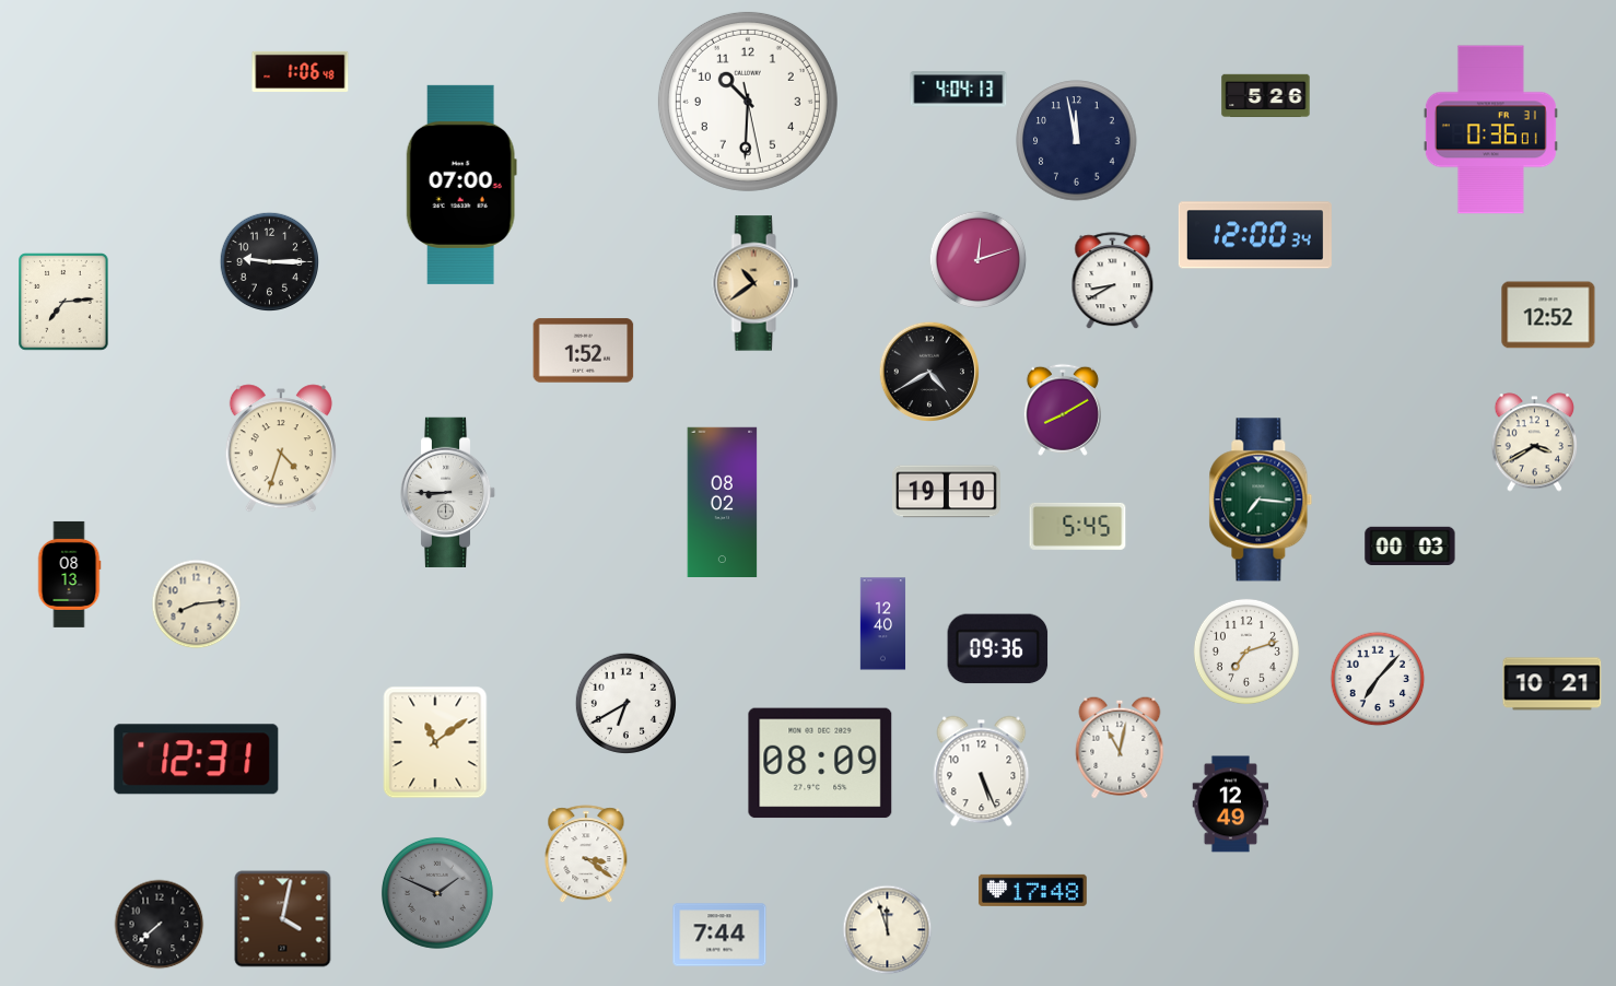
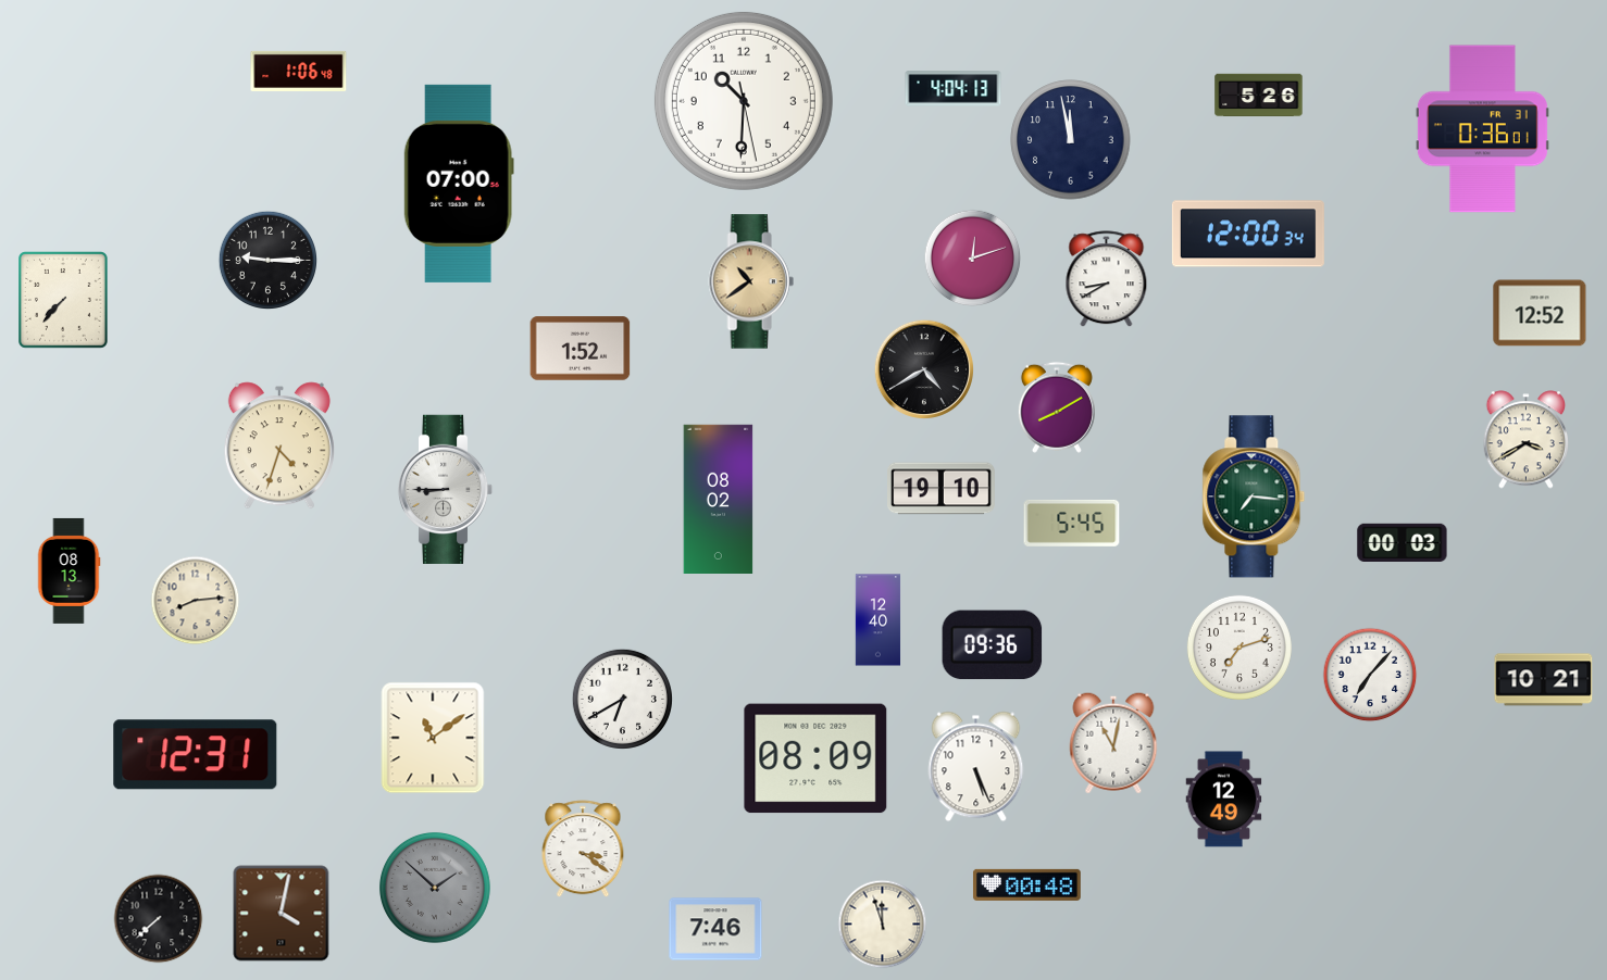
clock at (65, 303): 7:14 -> 7:37
clock at (1032, 890): 17:48 -> 00:48
clock at (437, 893): 1:49 -> 1:52
clock at (719, 935): 7:44 -> 7:46
